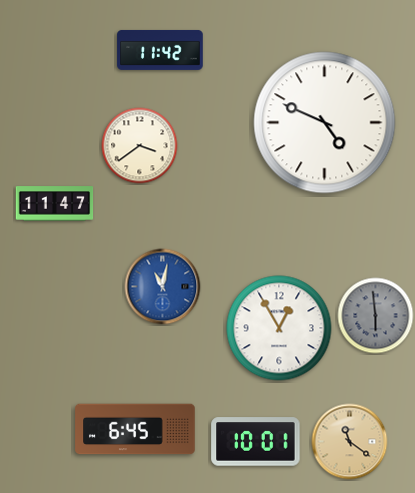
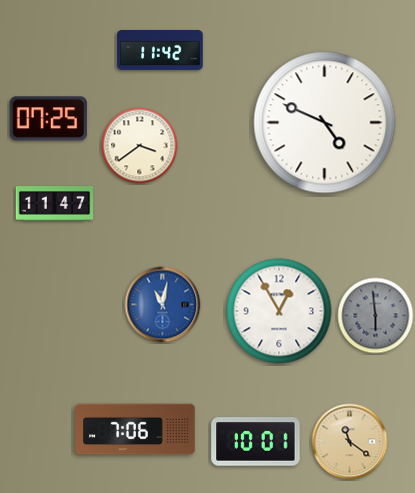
clock at (48, 119): none -> 07:25
clock at (163, 287) position: (163, 287) -> (163, 305)
clock at (279, 328) position: (279, 328) -> (279, 311)
clock at (135, 429): 6:45 -> 7:06
